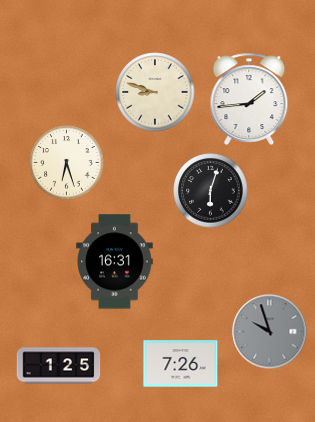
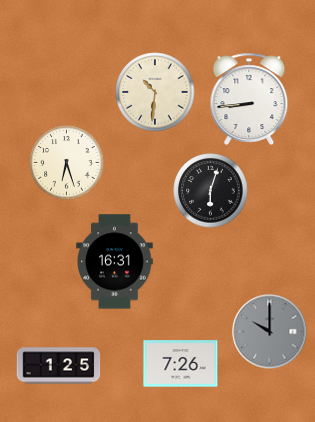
clock at (155, 92): 8:48 -> 10:31
clock at (249, 99): 1:44 -> 8:44
clock at (270, 332): 9:57 -> 10:00
